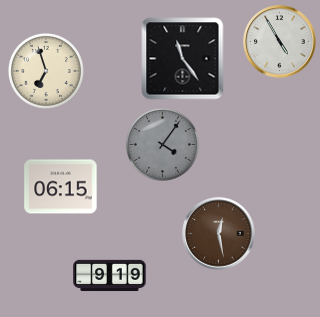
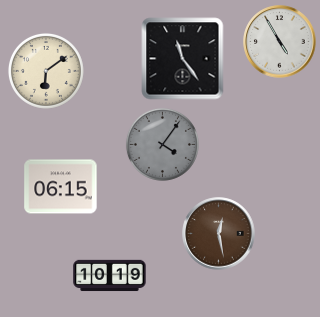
clock at (46, 71): 6:57 -> 6:09
clock at (110, 276): 9:19 -> 10:19
